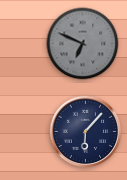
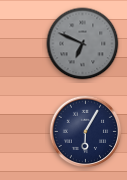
clock at (86, 132): 6:07 -> 6:05
